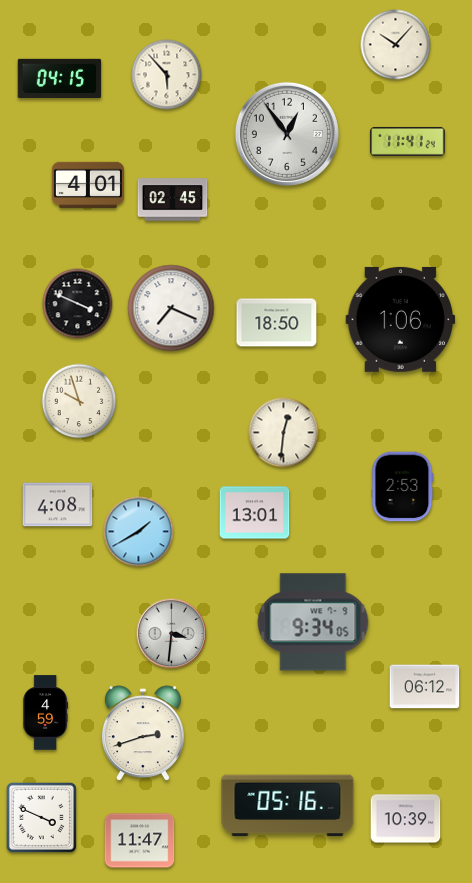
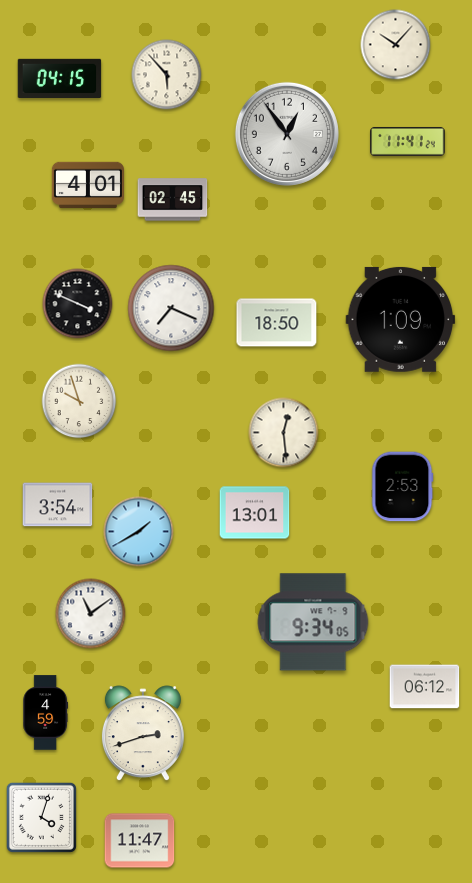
clock at (401, 319): 1:06 -> 1:09
clock at (284, 433): 12:31 -> 12:29
clock at (58, 505): 4:08 -> 3:54
clock at (91, 614): none -> 11:09
clock at (172, 634): 3:31 -> none
clock at (288, 806): 05:16 -> none
clock at (41, 817): 3:49 -> 4:03
clock at (406, 819): 10:39 -> none
